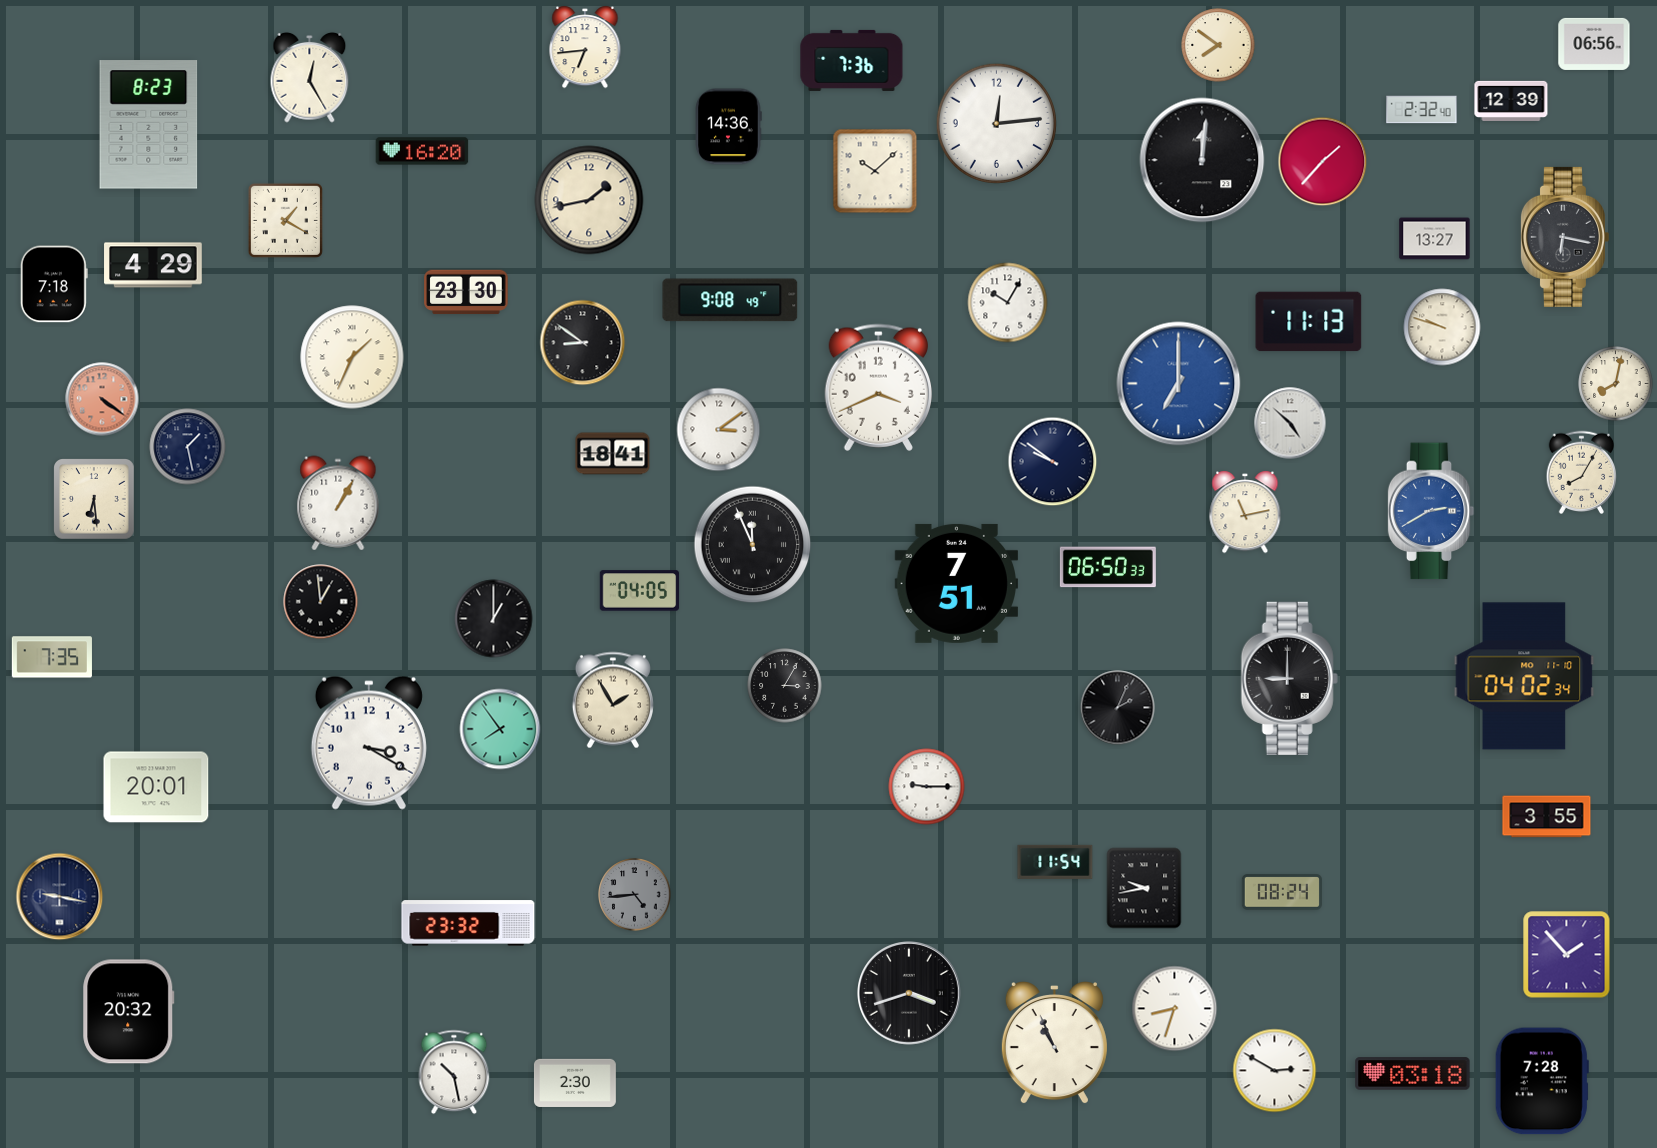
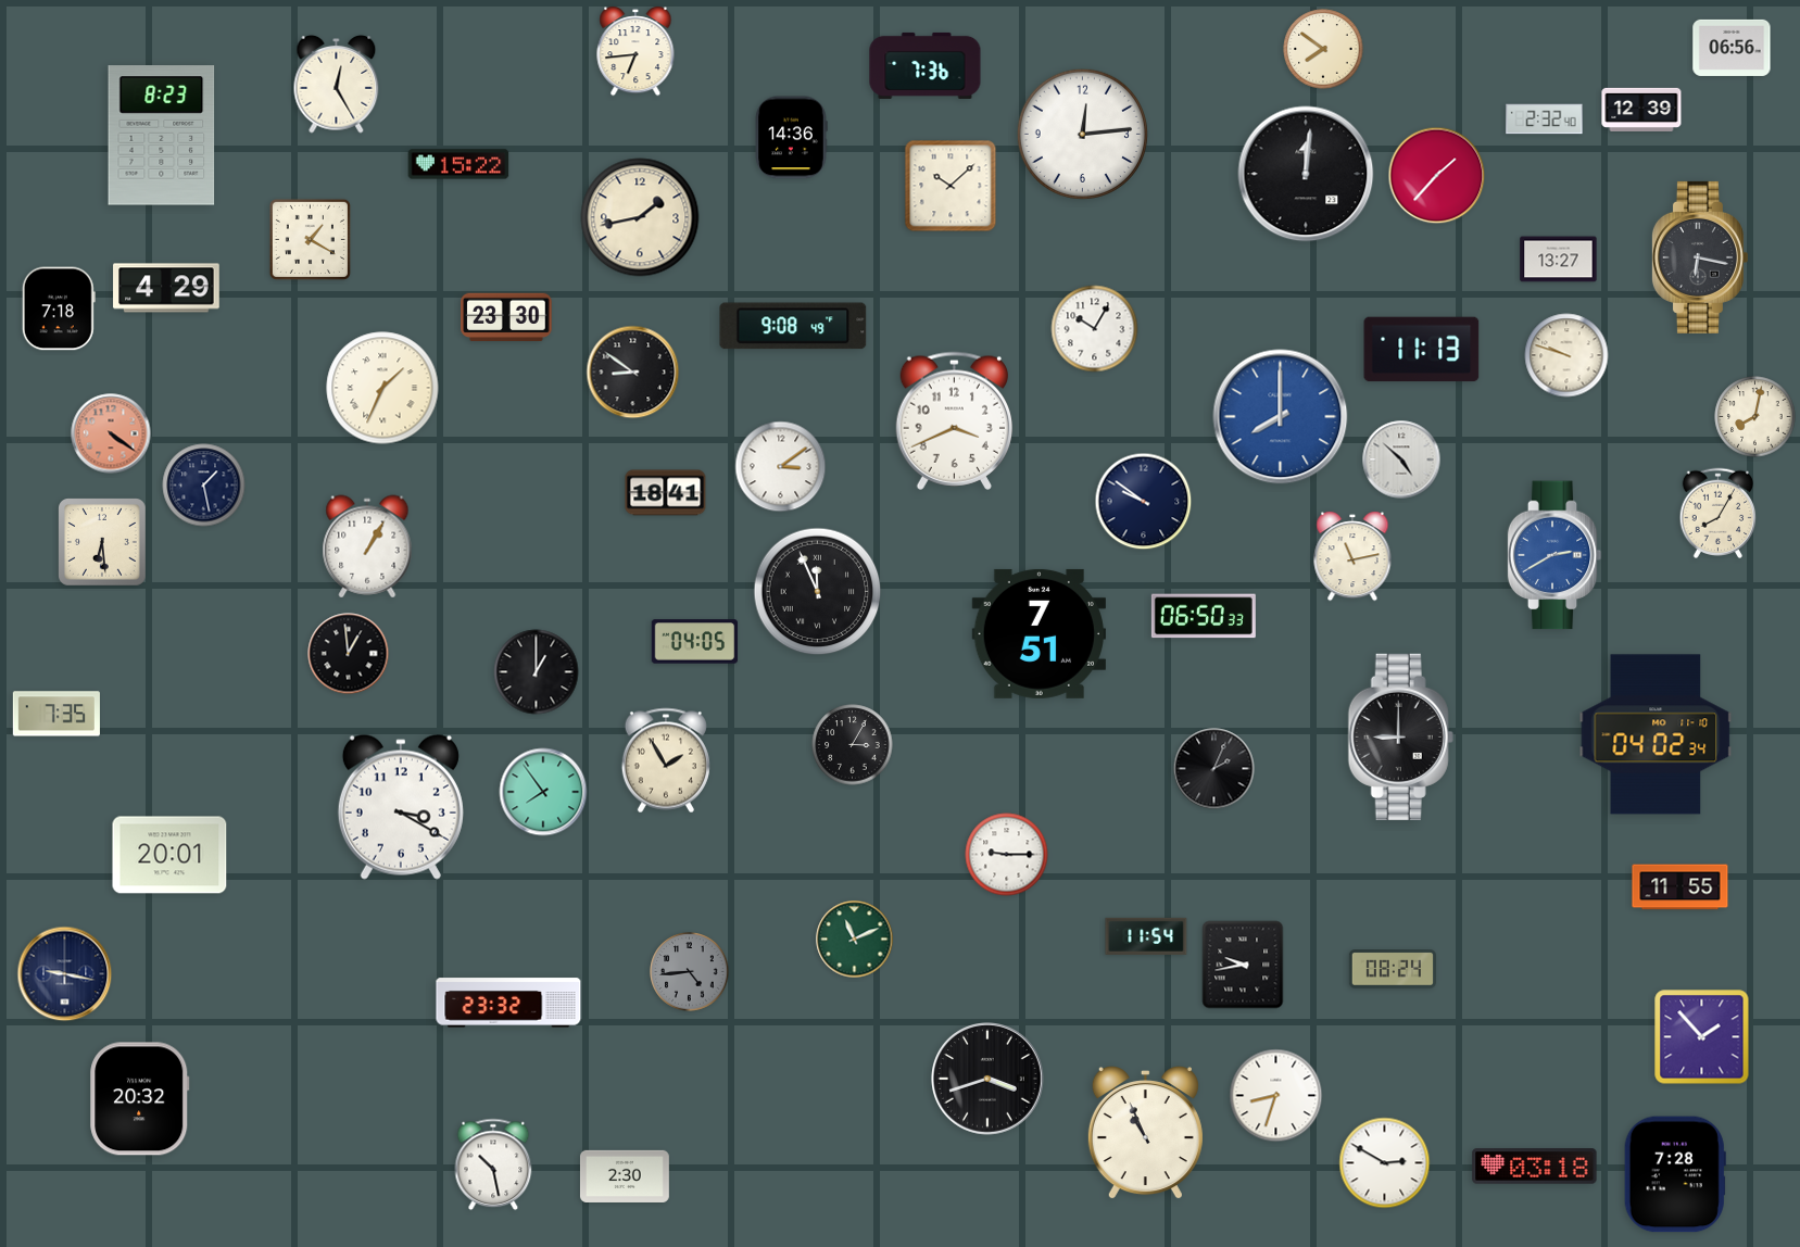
clock at (422, 151): 16:20 -> 15:22
clock at (1179, 384): 7:00 -> 8:00
clock at (1547, 817): 3:55 -> 11:55
clock at (855, 940): none -> 11:11
